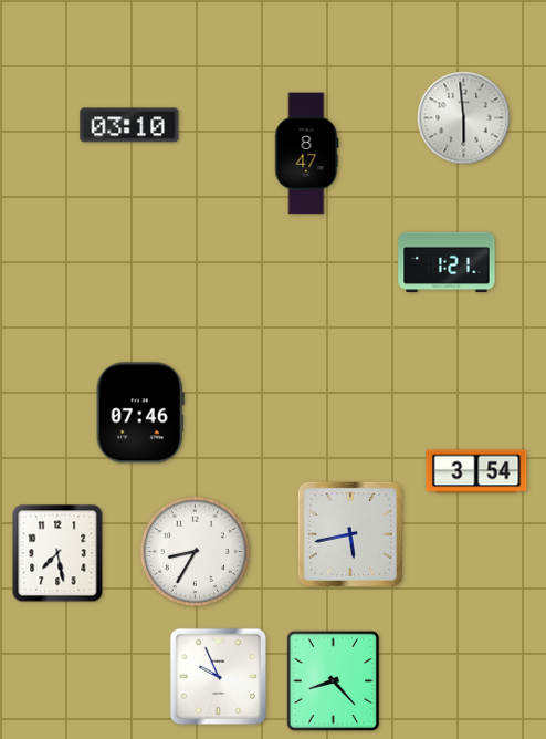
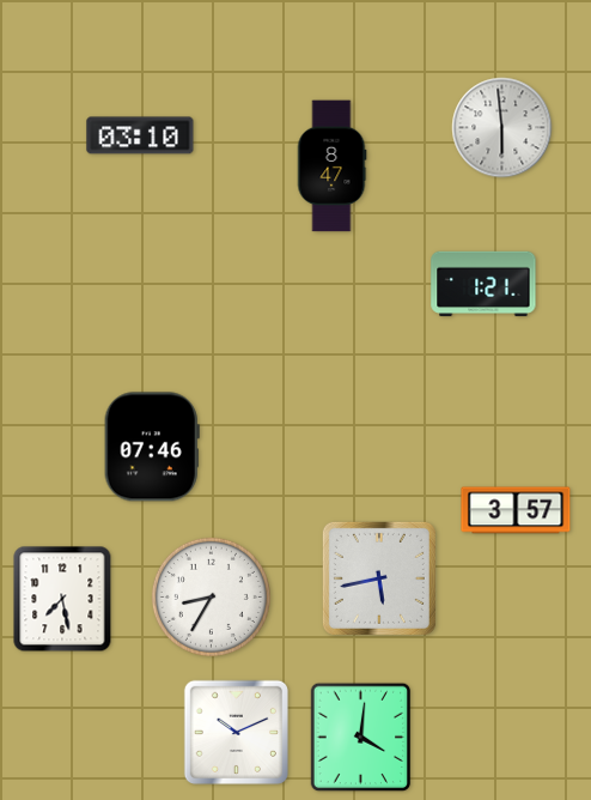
clock at (476, 471): 3:54 -> 3:57
clock at (218, 676): 9:56 -> 10:11
clock at (334, 681): 8:23 -> 4:01
